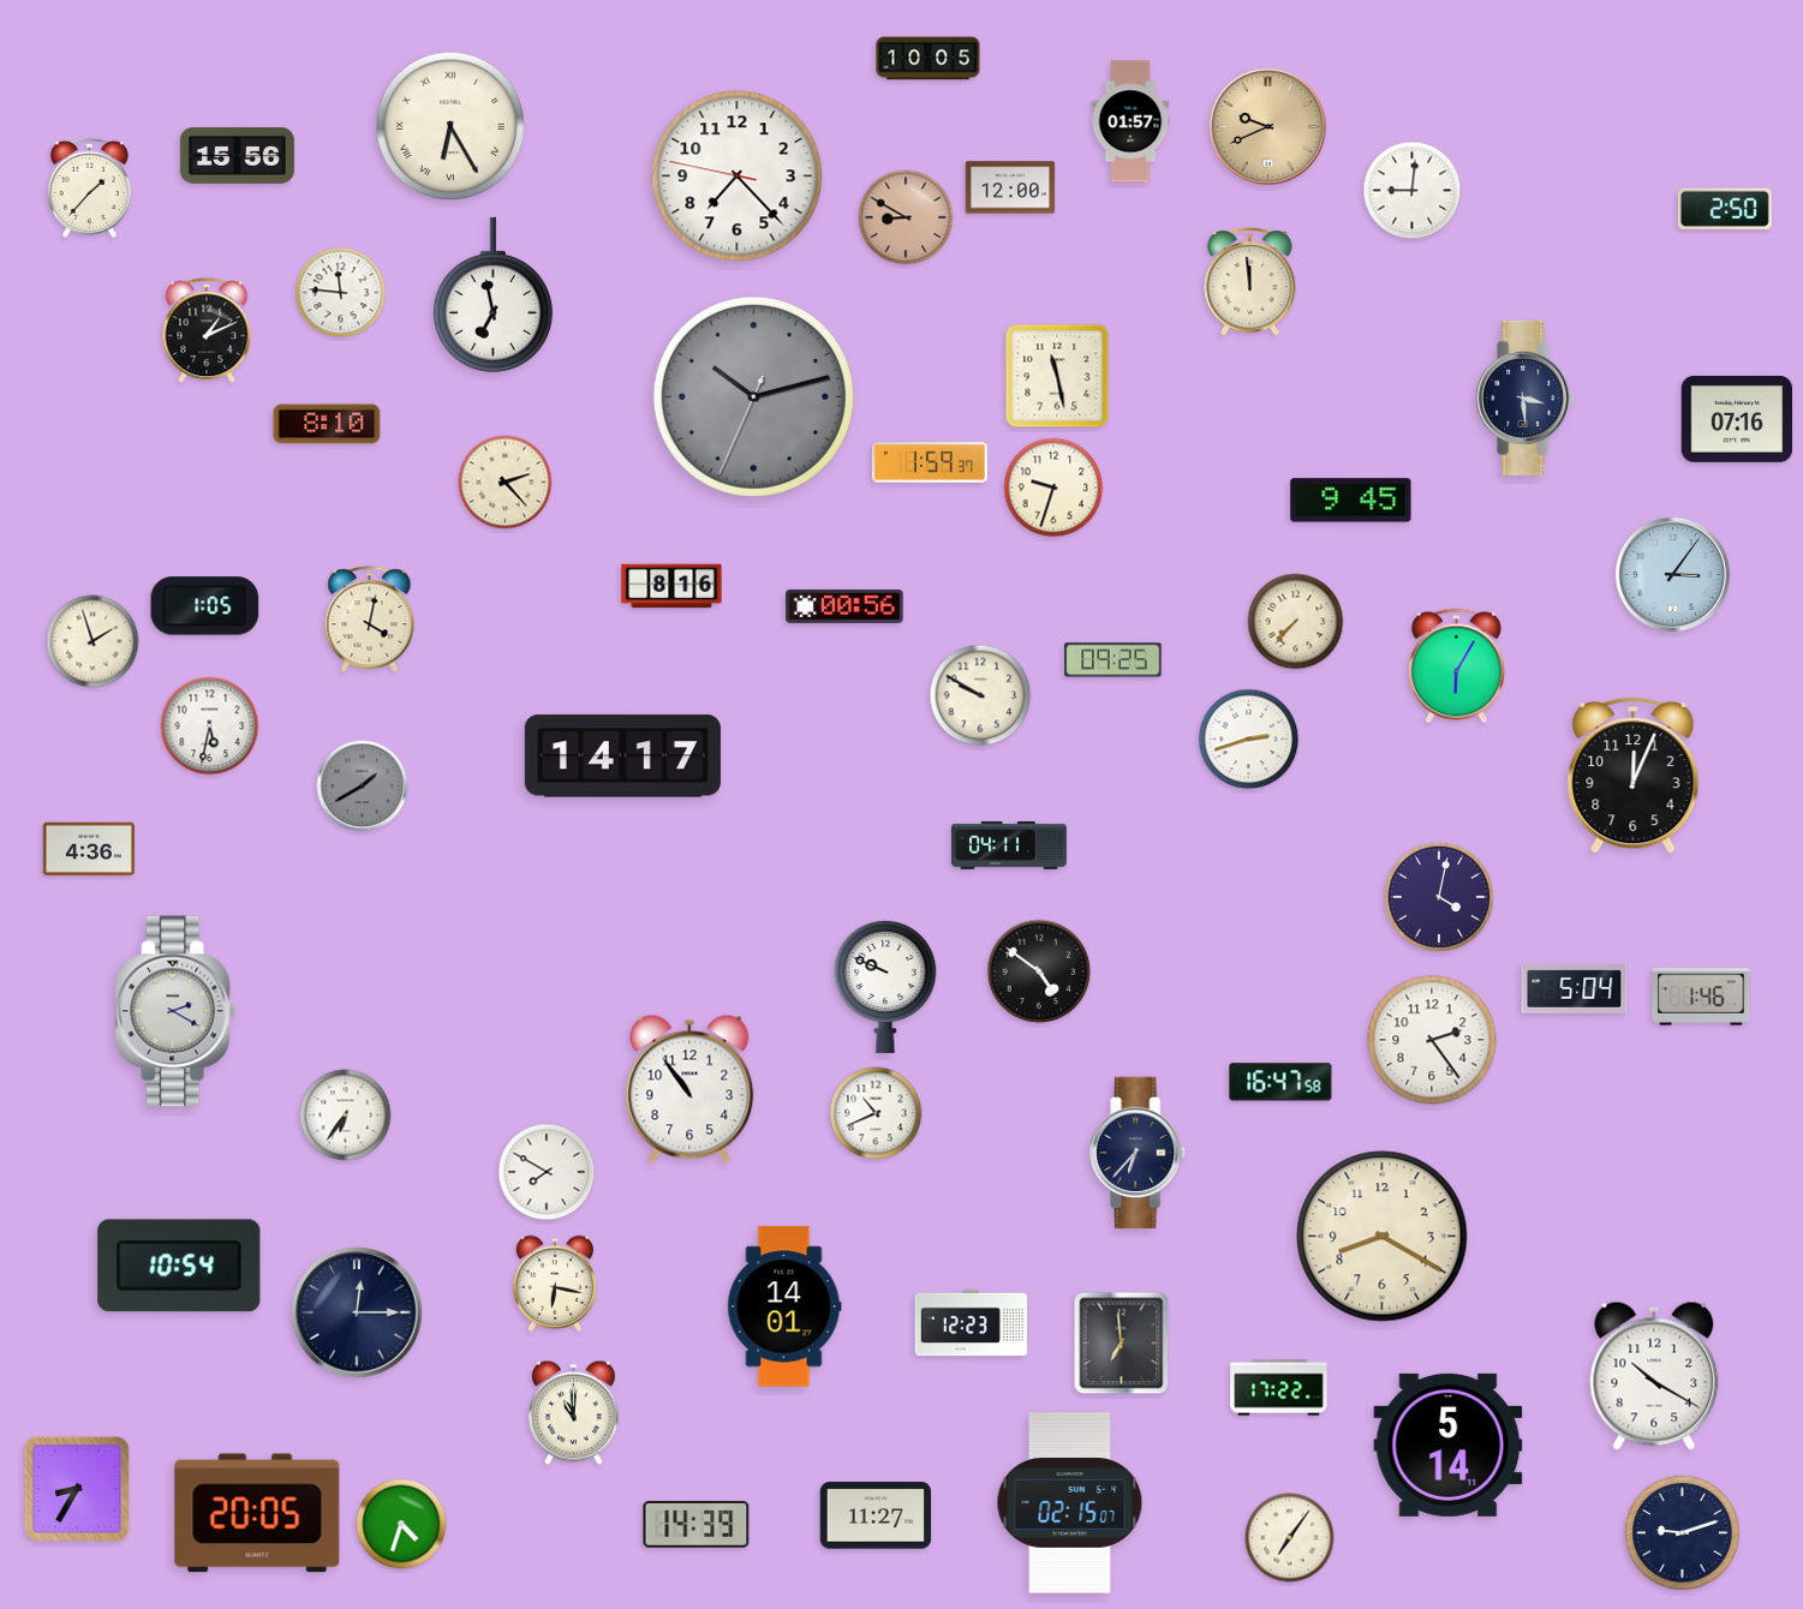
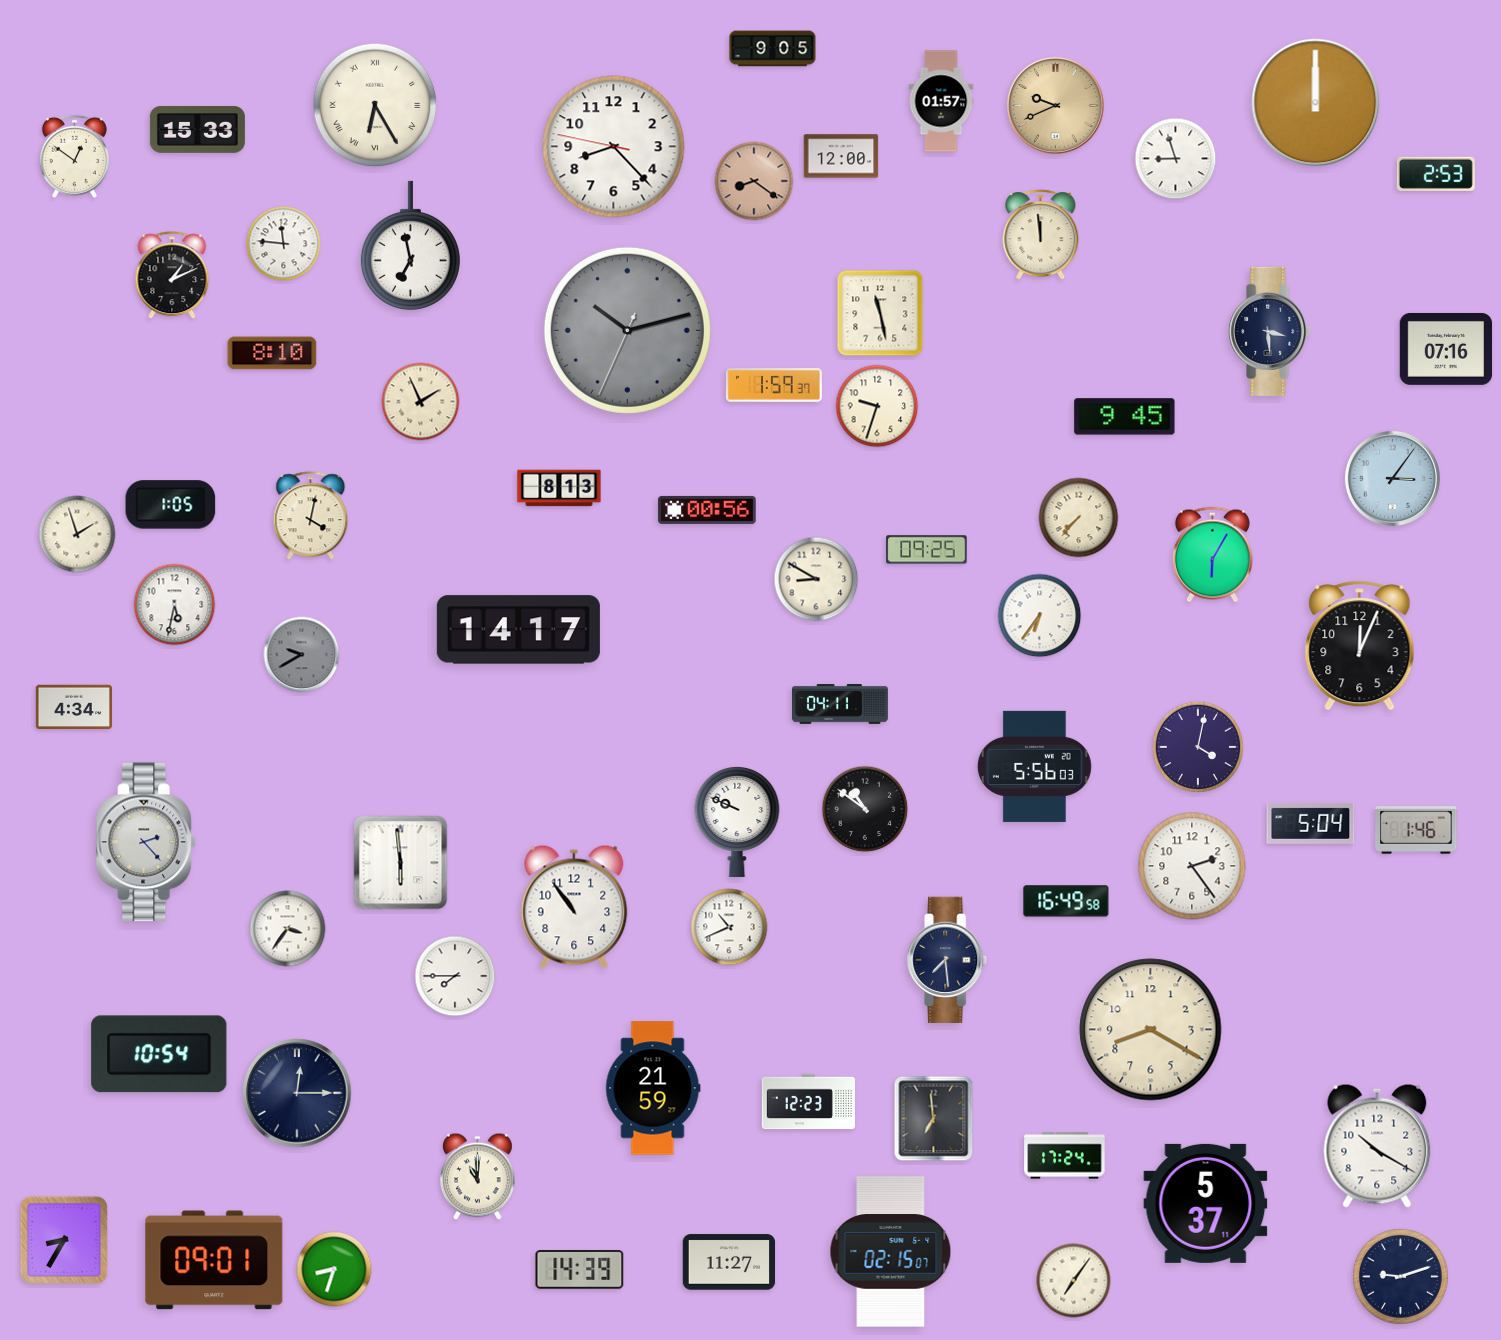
clock at (929, 59): 10:05 -> 9:05
clock at (1316, 103): none -> 12:00
clock at (237, 156): 15:56 -> 15:33
clock at (738, 177): 7:22 -> 8:22
clock at (89, 187): 1:37 -> 12:51
clock at (1413, 191): 9:01 -> 8:57
clock at (1725, 209): 2:50 -> 2:53
clock at (906, 217): 8:50 -> 8:21
clock at (506, 483): 2:23 -> 1:56
clock at (671, 586): 8:16 -> 8:13
clock at (844, 606) position: (844, 606) -> (707, 510)
clock at (370, 620) position: (370, 620) -> (311, 516)
clock at (980, 695): 9:50 -> 8:50
clock at (1249, 740): 2:42 -> 6:36
clock at (363, 786): 1:40 -> 9:40
clock at (89, 849): 4:36 -> 4:34
clock at (1034, 766): none -> 5:56
clock at (1039, 971): 4:51 -> 10:51
clock at (175, 1011): 2:20 -> 2:23
clock at (401, 863): none -> 5:59
clock at (1280, 1082): 16:47 -> 16:49
clock at (346, 1115): 6:36 -> 3:36
clock at (1139, 1153): 6:37 -> 7:29
clock at (547, 1172): 7:50 -> 7:45
clock at (179, 1266) position: (179, 1266) -> (159, 1054)
clock at (555, 1284): 6:17 -> none
clock at (784, 1306): 14:01 -> 21:59
clock at (1279, 1388): 17:22 -> 17:24
clock at (1449, 1444): 5:14 -> 5:37
clock at (257, 1513): 20:05 -> 09:01
clock at (401, 1524): 4:33 -> 8:33
